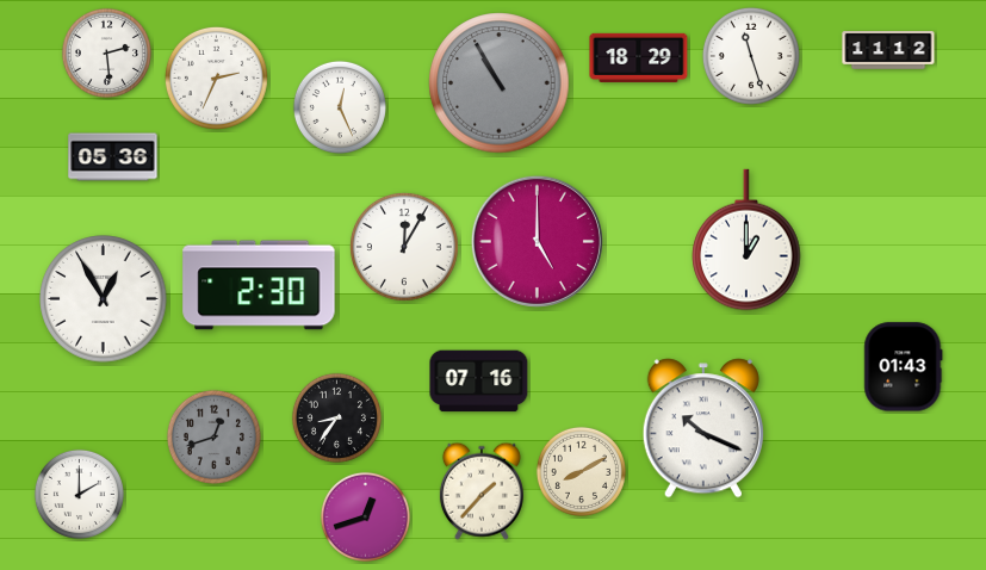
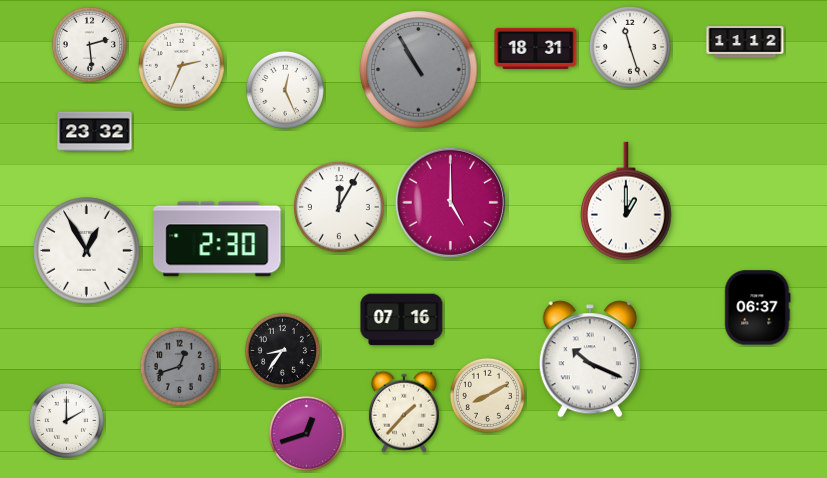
clock at (639, 57): 18:29 -> 18:31
clock at (113, 157): 05:36 -> 23:32
clock at (904, 367): 01:43 -> 06:37
clock at (79, 494) position: (79, 494) -> (66, 420)
